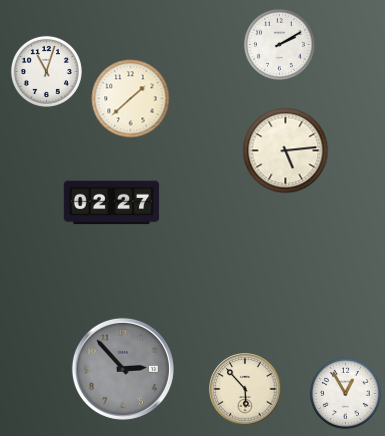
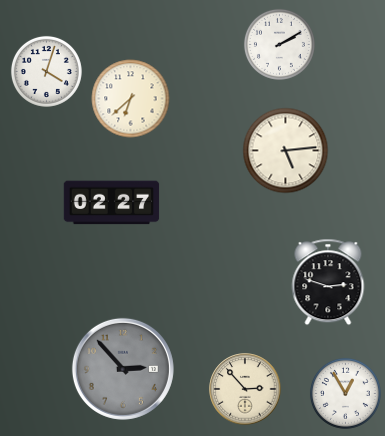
clock at (46, 71): 11:03 -> 4:03
clock at (131, 99): 1:38 -> 6:38
clock at (328, 282): none -> 2:48
clock at (245, 389): 5:53 -> 2:53
